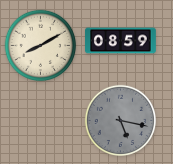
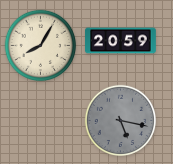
clock at (121, 41): 08:59 -> 20:59
clock at (41, 46): 8:10 -> 8:05
